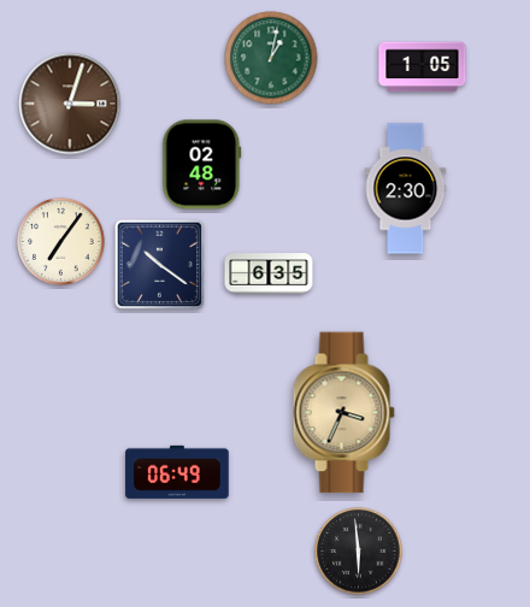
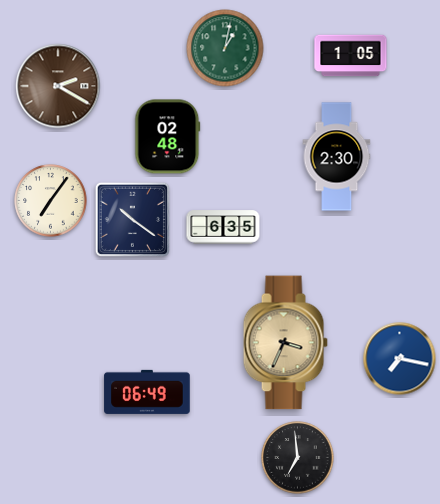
clock at (70, 104): 3:03 -> 2:20
clock at (400, 359): none -> 7:17
clock at (359, 552): 5:59 -> 6:59
